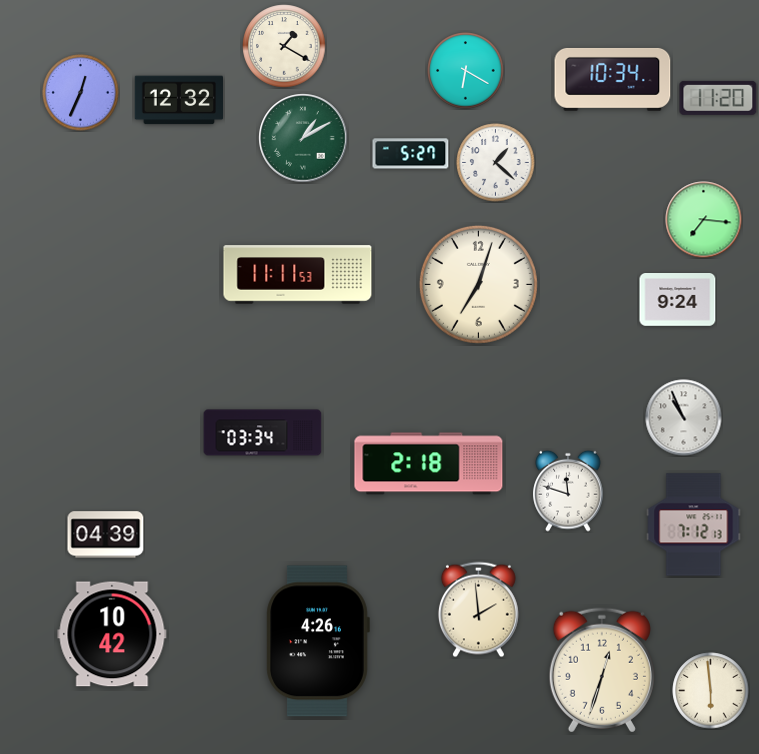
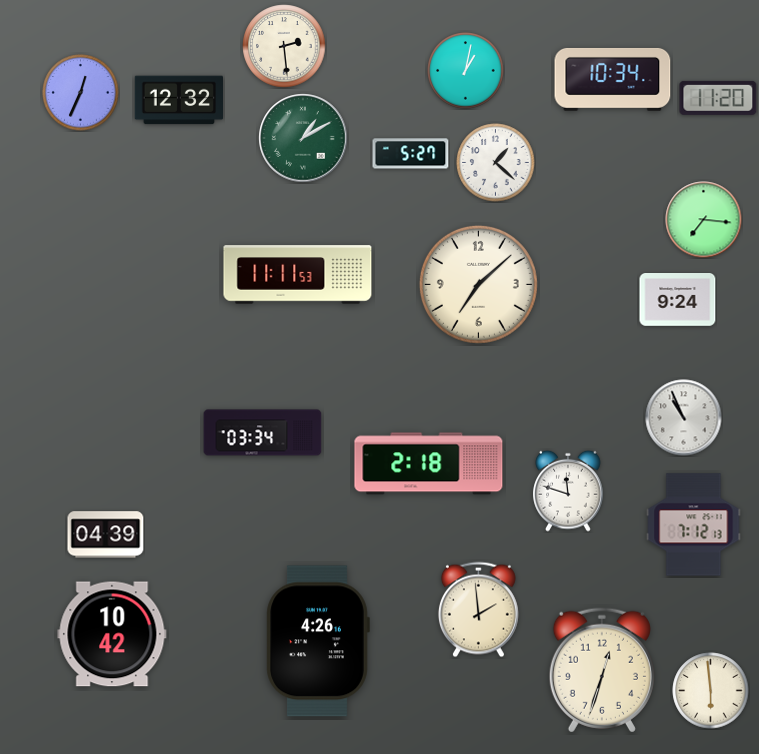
clock at (284, 46): 1:20 -> 2:29
clock at (466, 71): 6:20 -> 1:02
clock at (478, 284): 7:03 -> 7:08
